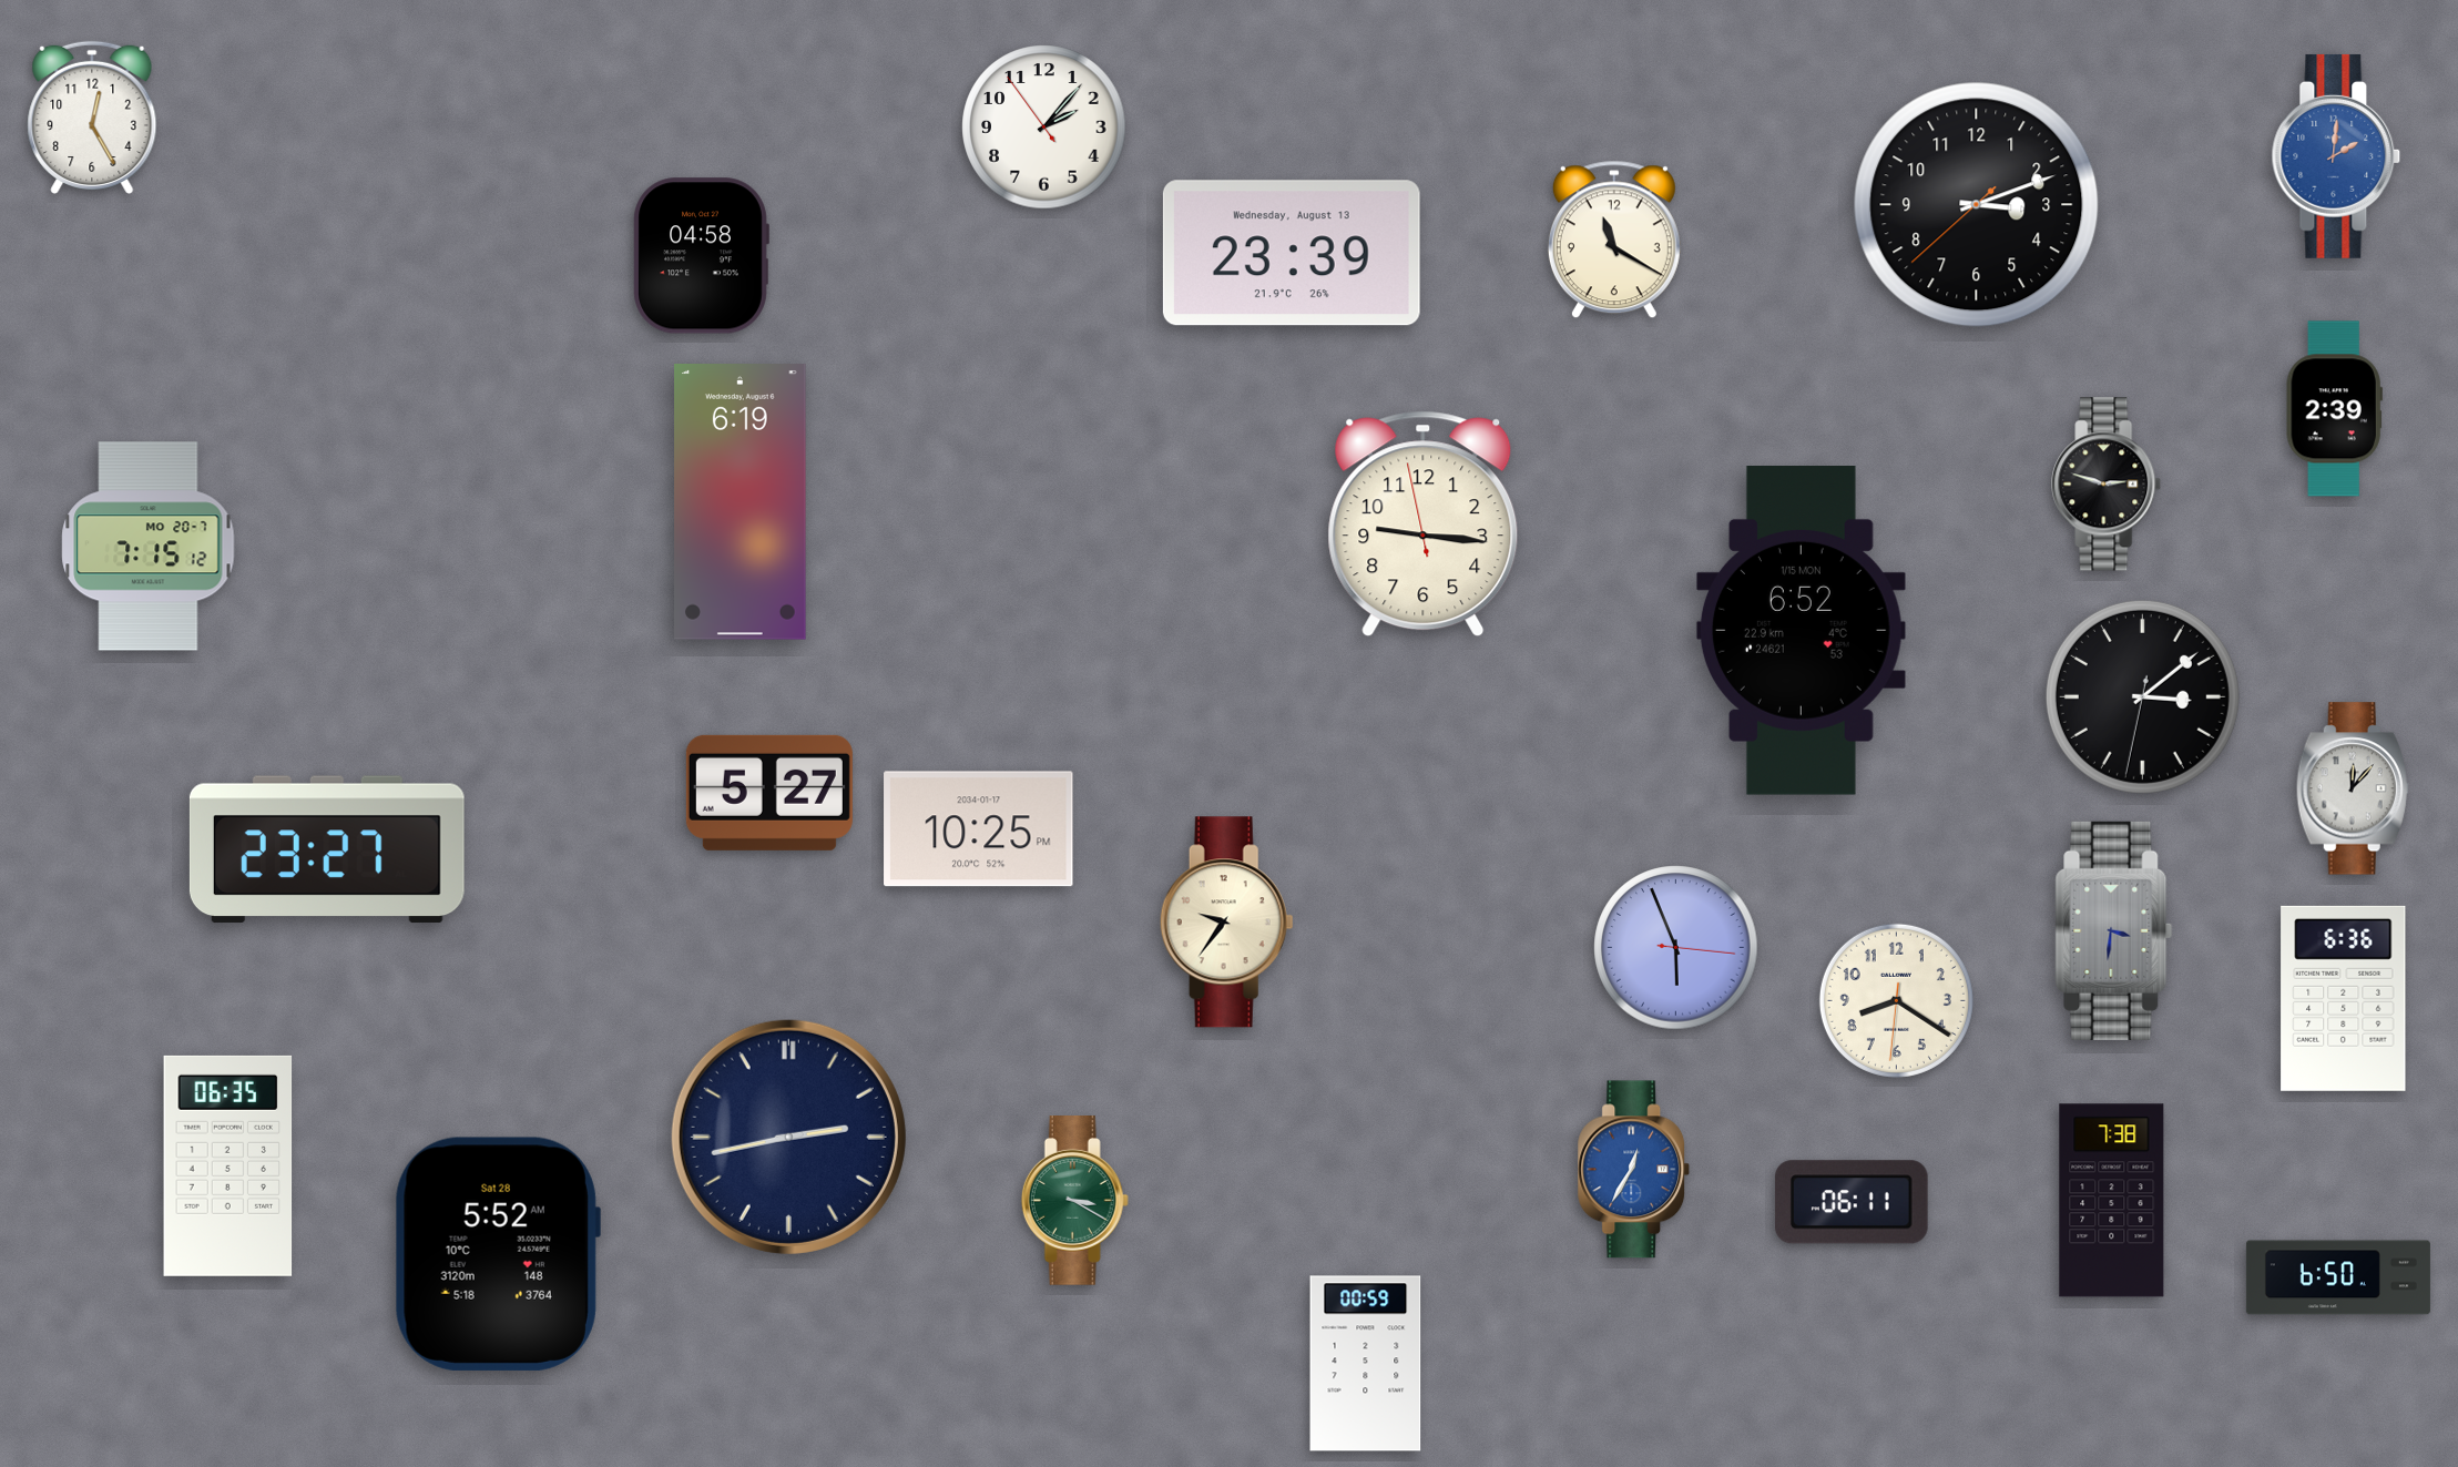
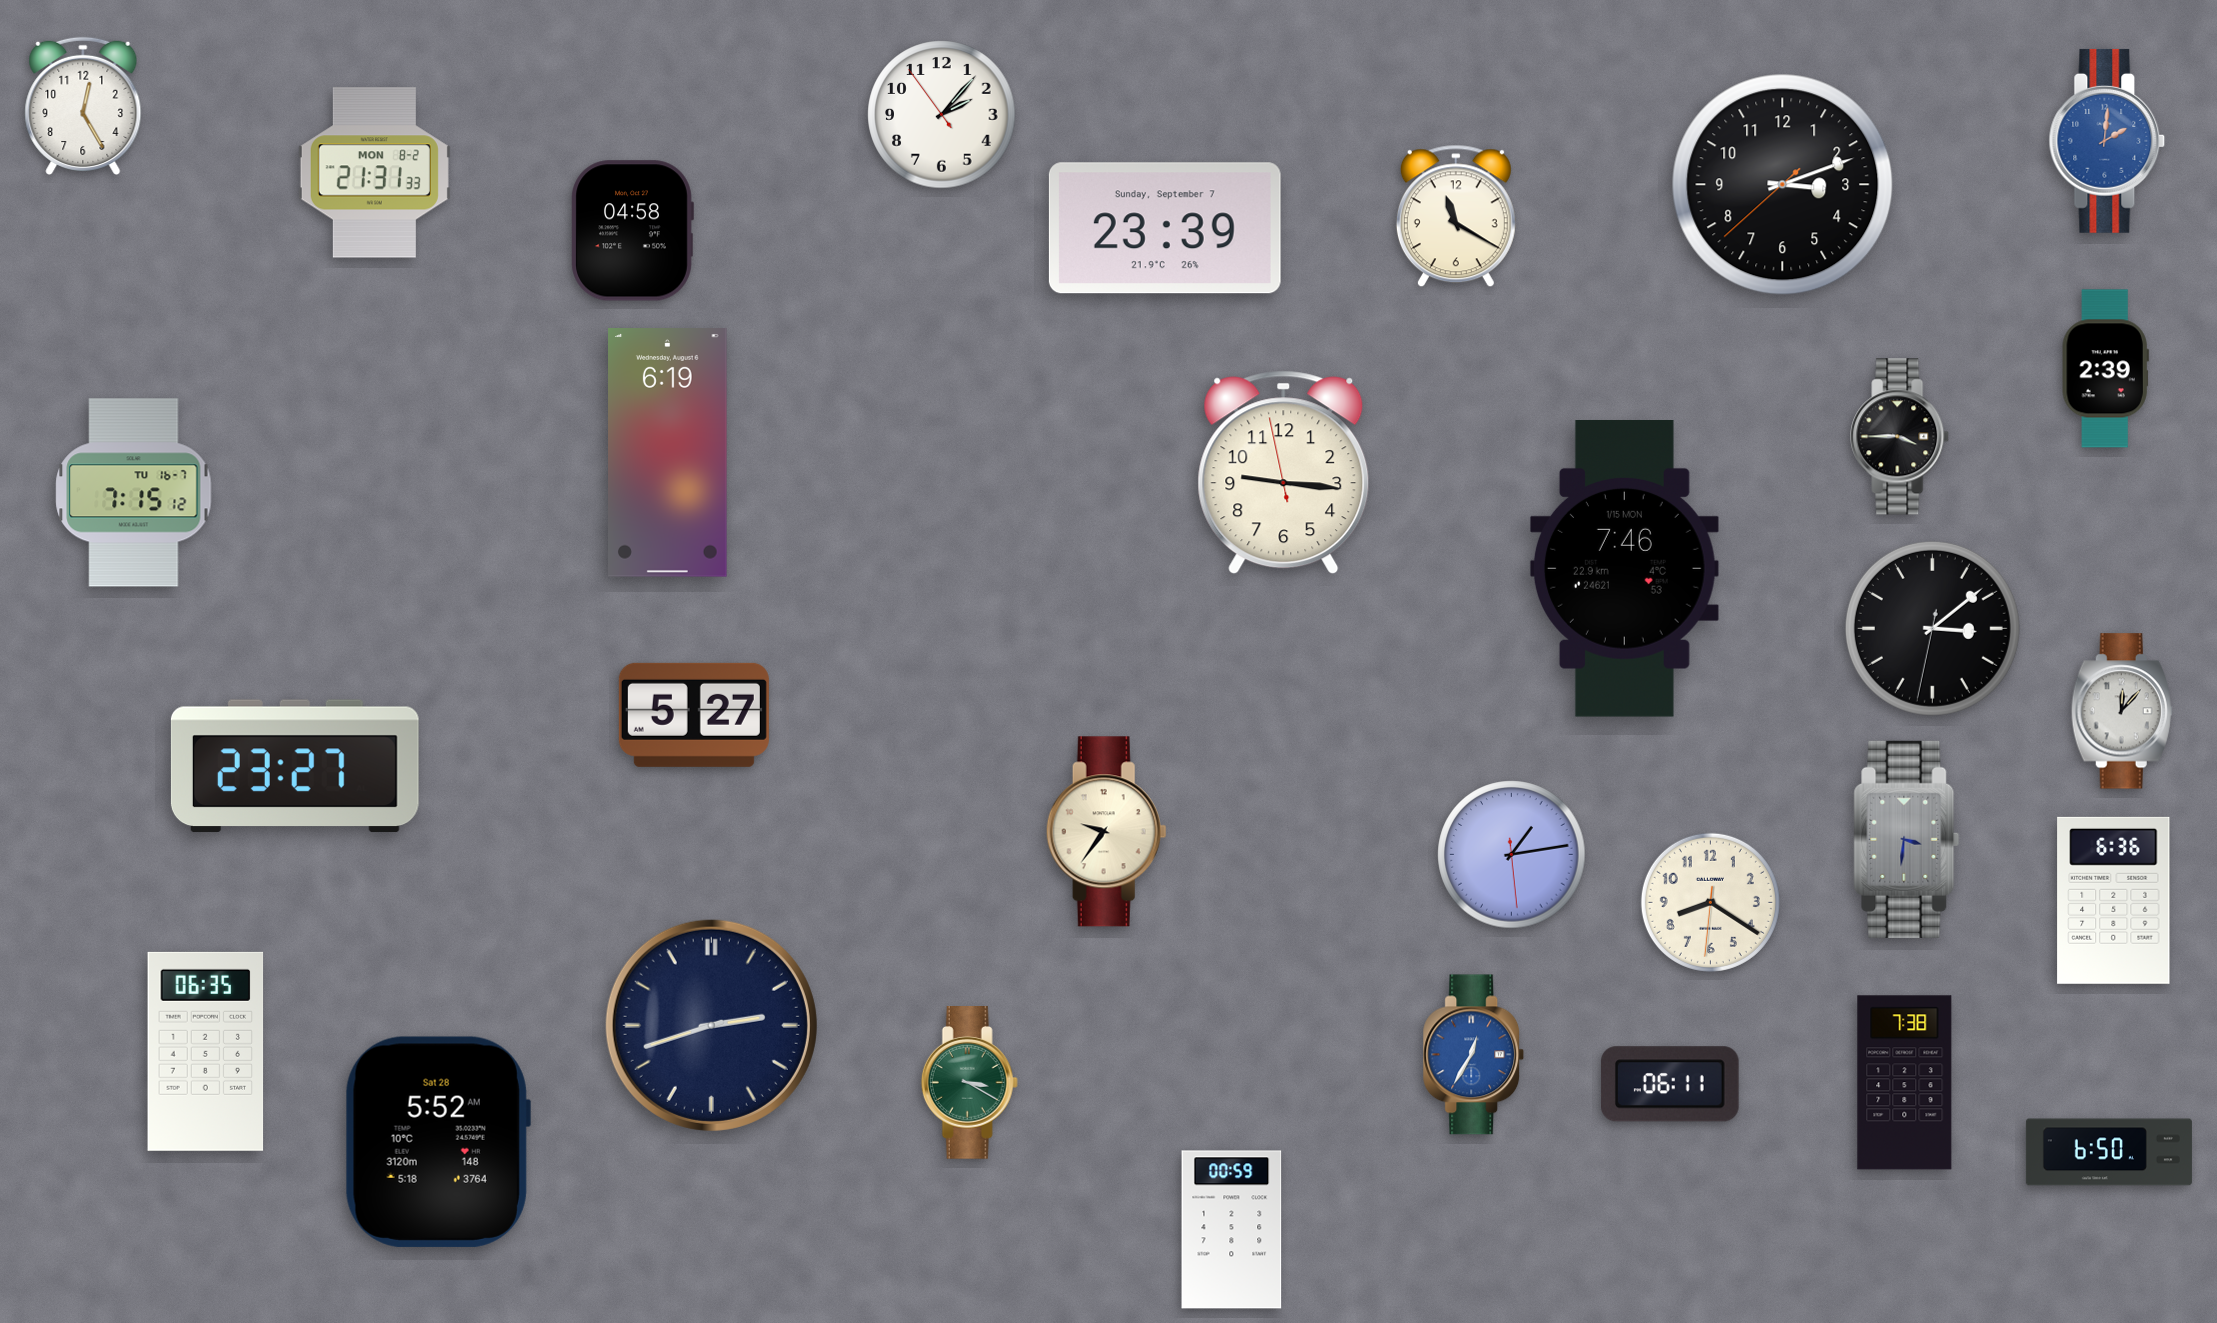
clock at (374, 173): none -> 21:31
clock at (1292, 253) date: Wednesday, August 13 -> Sunday, September 7
clock at (2107, 485): 2:48 -> 3:45
clock at (149, 547) date: MO 20-7 -> TU 16-7
clock at (1801, 631): 6:52 -> 7:46
clock at (979, 829): 10:25 -> none
clock at (1676, 948): 5:56 -> 1:13
clock at (788, 1137): 2:43 -> 2:42
clock at (498, 1254) position: (498, 1254) -> (438, 1142)
